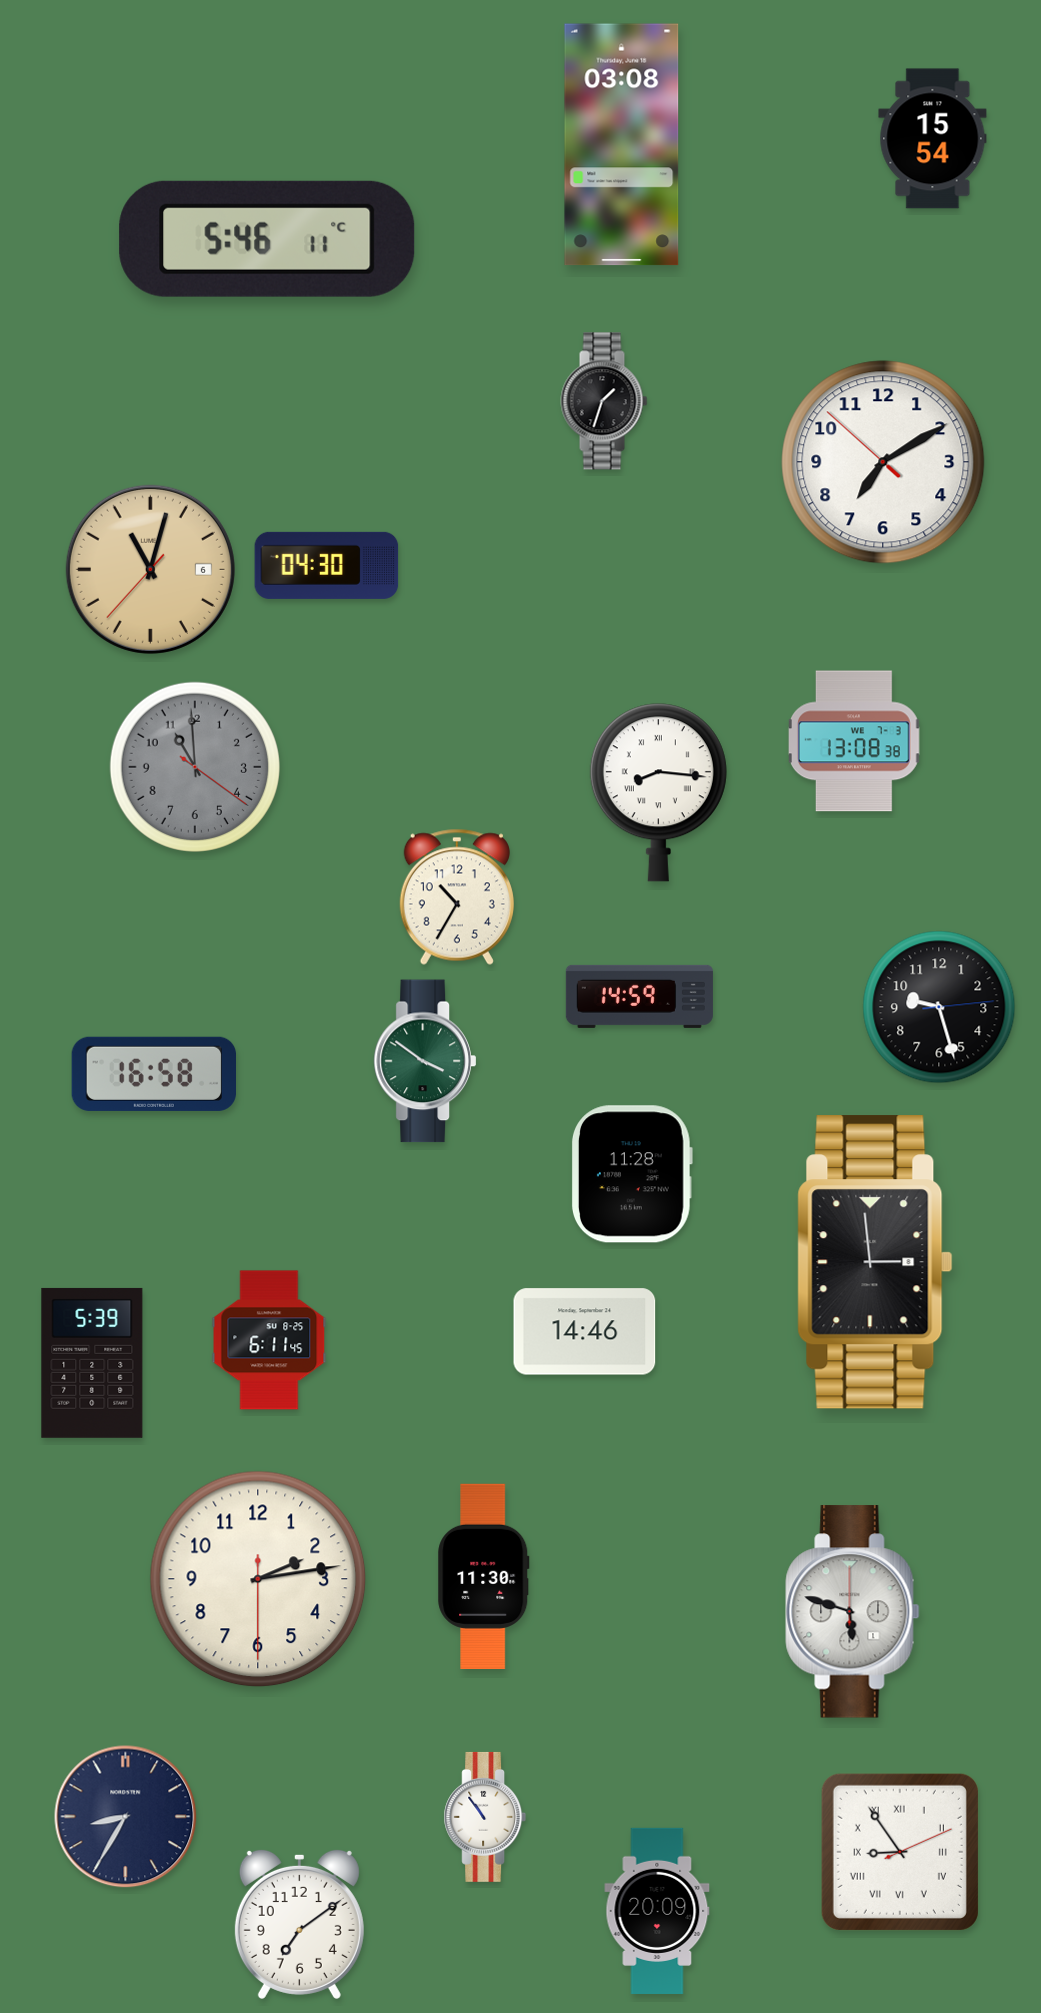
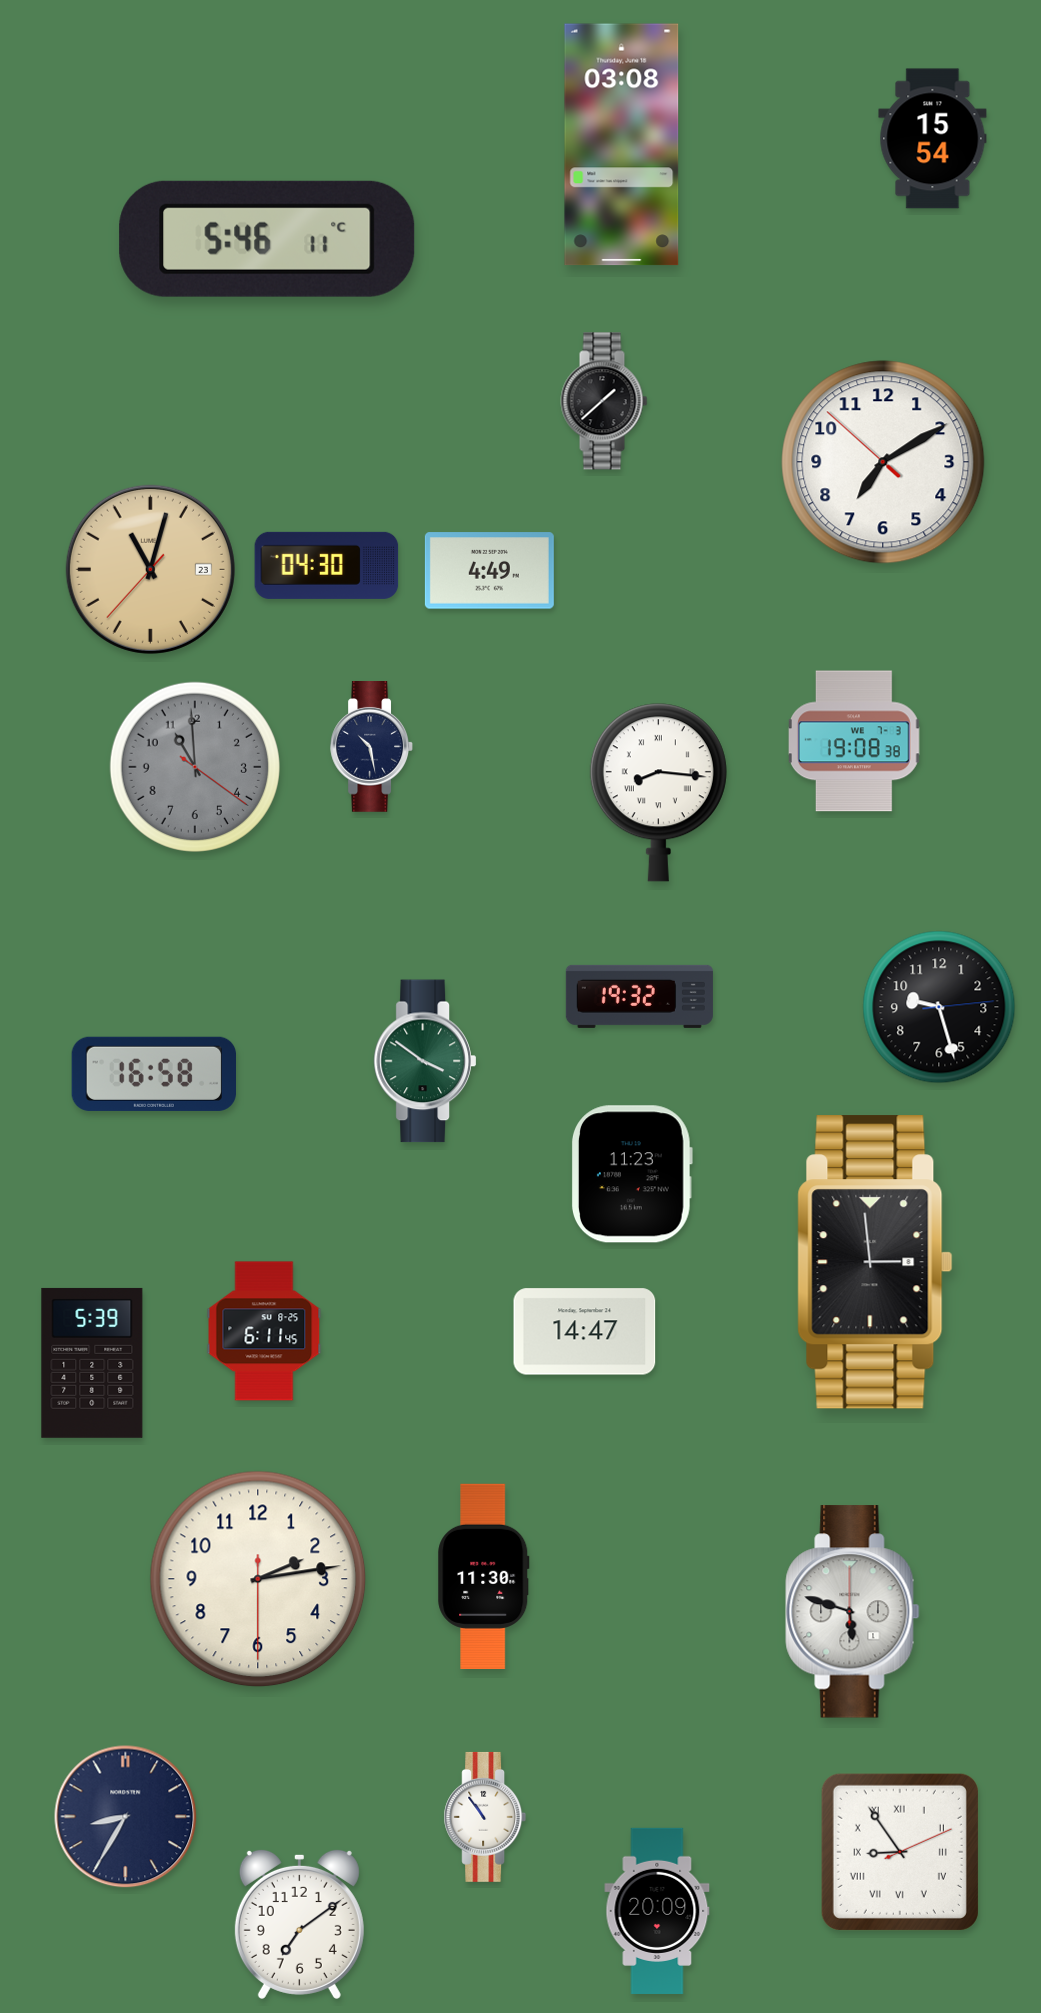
clock at (604, 401): 1:33 -> 1:38
clock at (150, 569) date: 6 -> 23
clock at (489, 571): none -> 4:49
clock at (854, 741): 13:08 -> 19:08
clock at (371, 747): none -> 10:28
clock at (457, 897): 10:35 -> none
clock at (639, 996): 14:59 -> 19:32
clock at (632, 1174): 11:28 -> 11:23
clock at (585, 1332): 14:46 -> 14:47
clock at (269, 1340) position: (269, 1340) -> (264, 1331)
